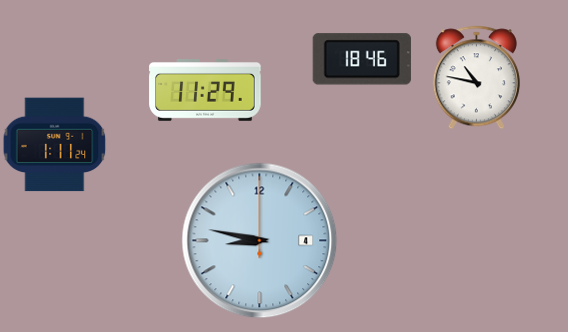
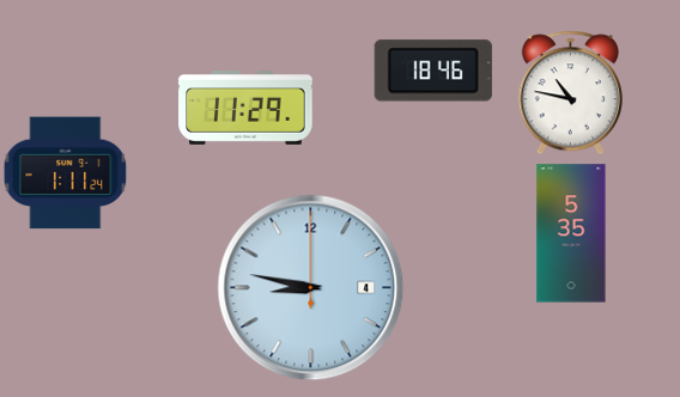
clock at (571, 233): none -> 5:35
